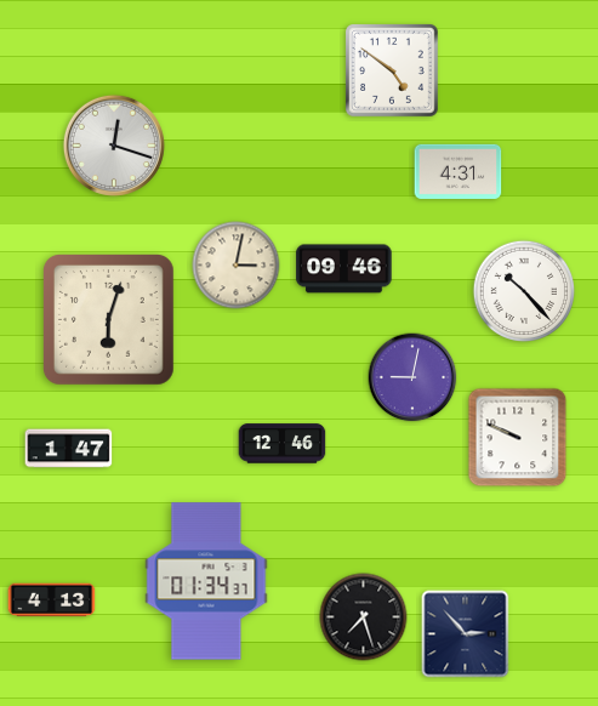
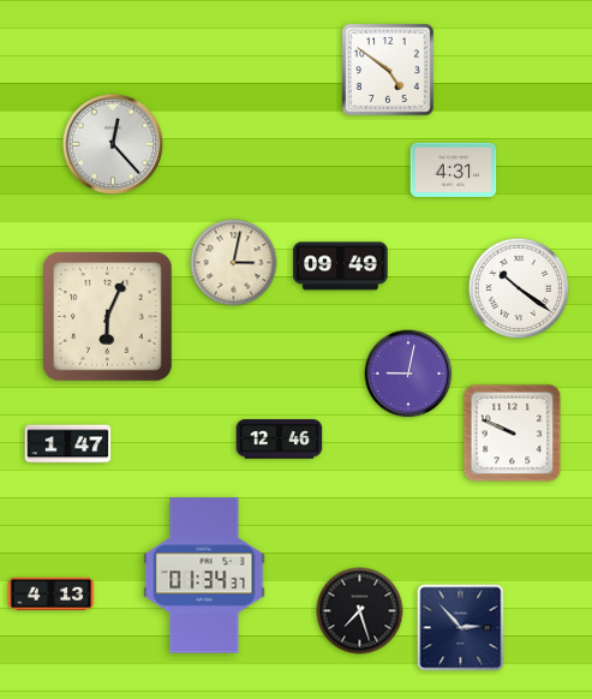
clock at (114, 146): 12:18 -> 12:23
clock at (344, 269): 09:46 -> 09:49
clock at (524, 291): 10:23 -> 10:21
clock at (109, 320): 6:03 -> 6:04
